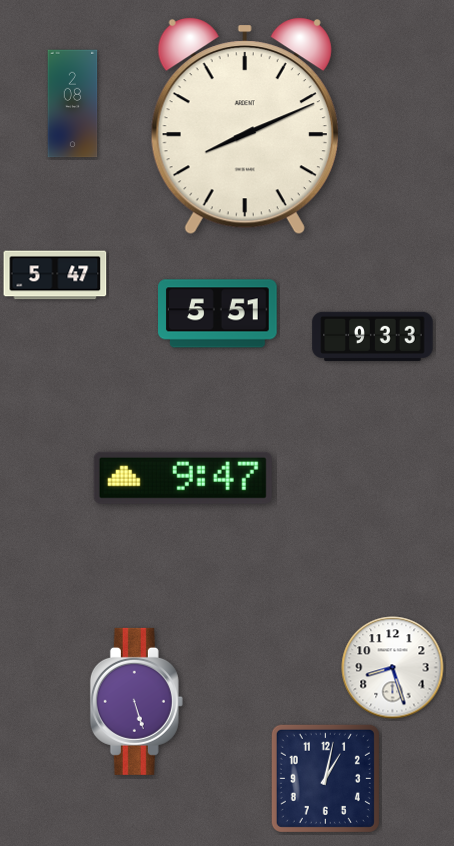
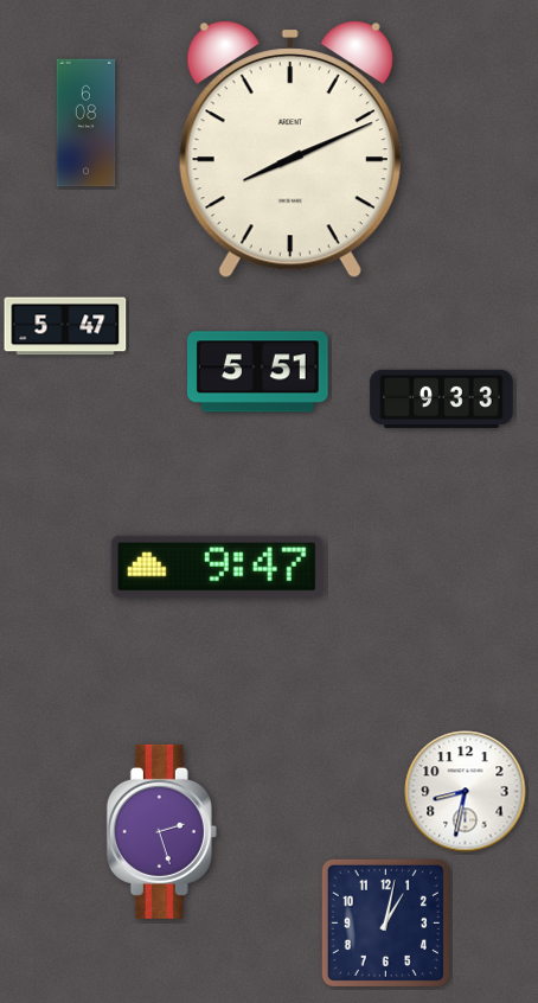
clock at (73, 104): 2:08 -> 6:08
clock at (393, 668): 8:27 -> 8:32
clock at (136, 701): 5:27 -> 2:27
